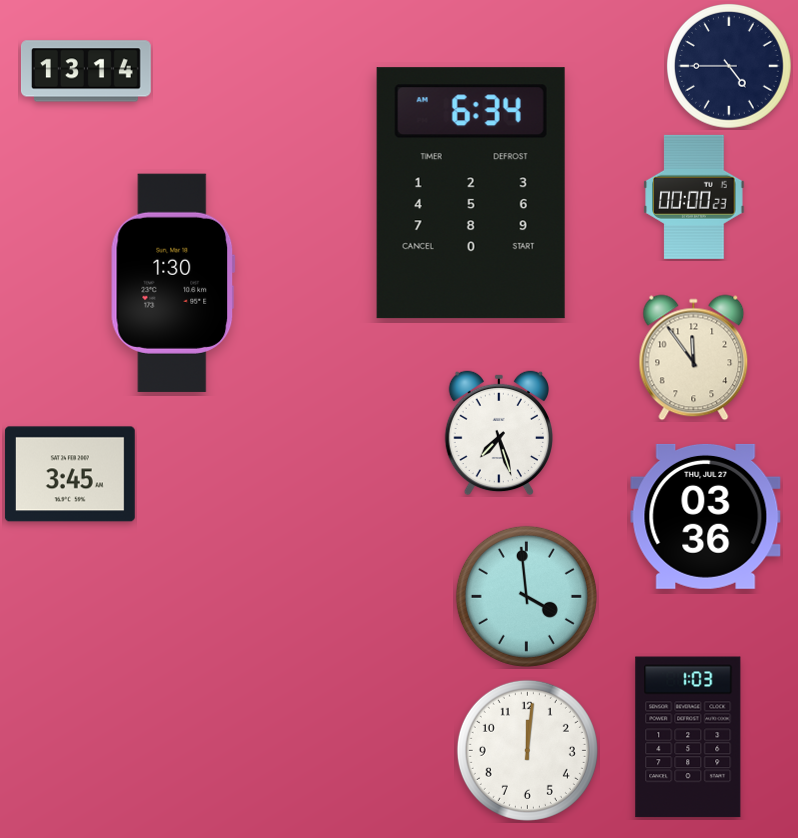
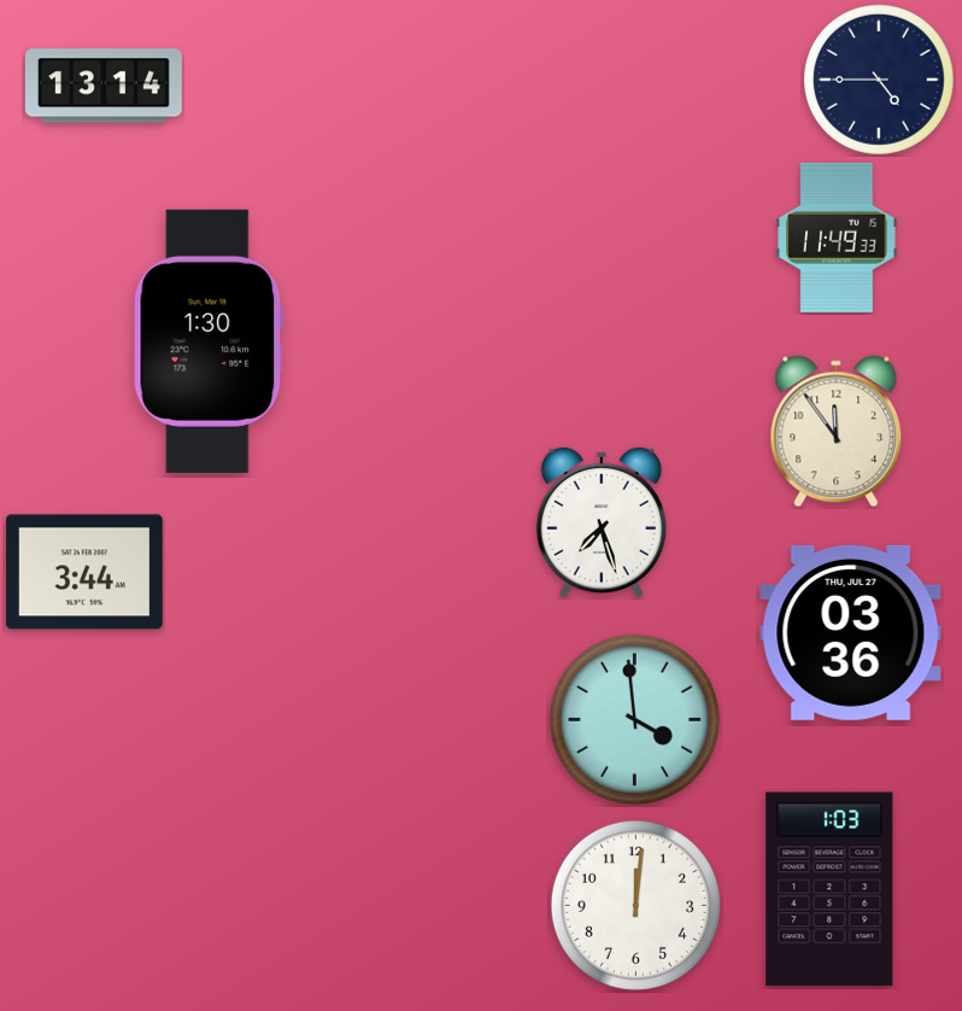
clock at (471, 193): 6:34 -> none
clock at (694, 197): 00:00 -> 11:49
clock at (70, 474): 3:45 -> 3:44
clock at (706, 516) position: (706, 516) -> (851, 632)
